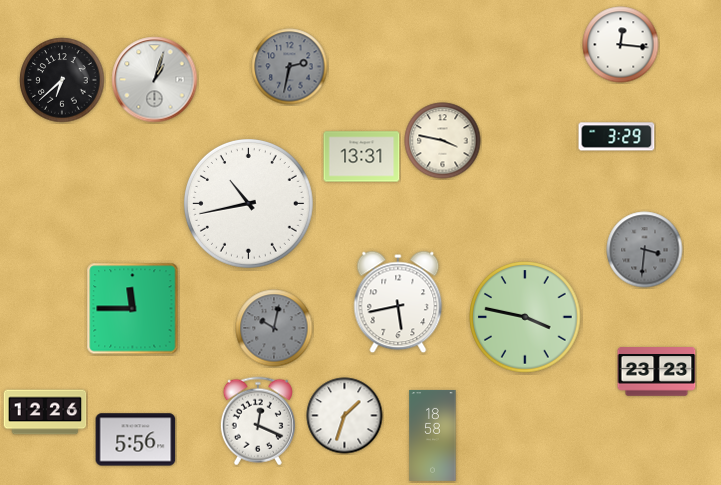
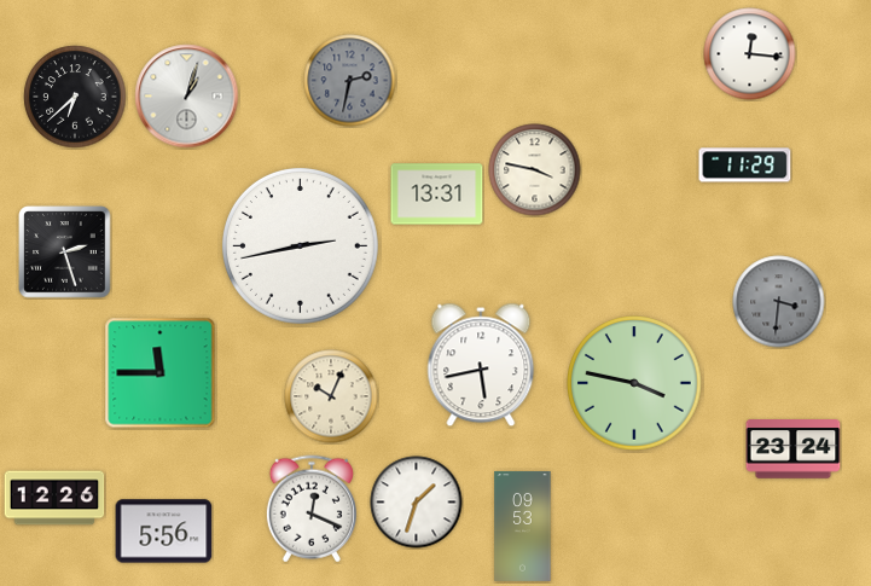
clock at (617, 137): 3:29 -> 11:29
clock at (362, 157) position: (362, 157) -> (437, 195)
clock at (248, 203): 10:43 -> 2:43
clock at (65, 253): none -> 2:27
clock at (274, 328): 10:02 -> 10:04
clock at (274, 328) dial: grey -> cream
clock at (657, 372): 23:23 -> 23:24
clock at (433, 435): 18:58 -> 09:53
